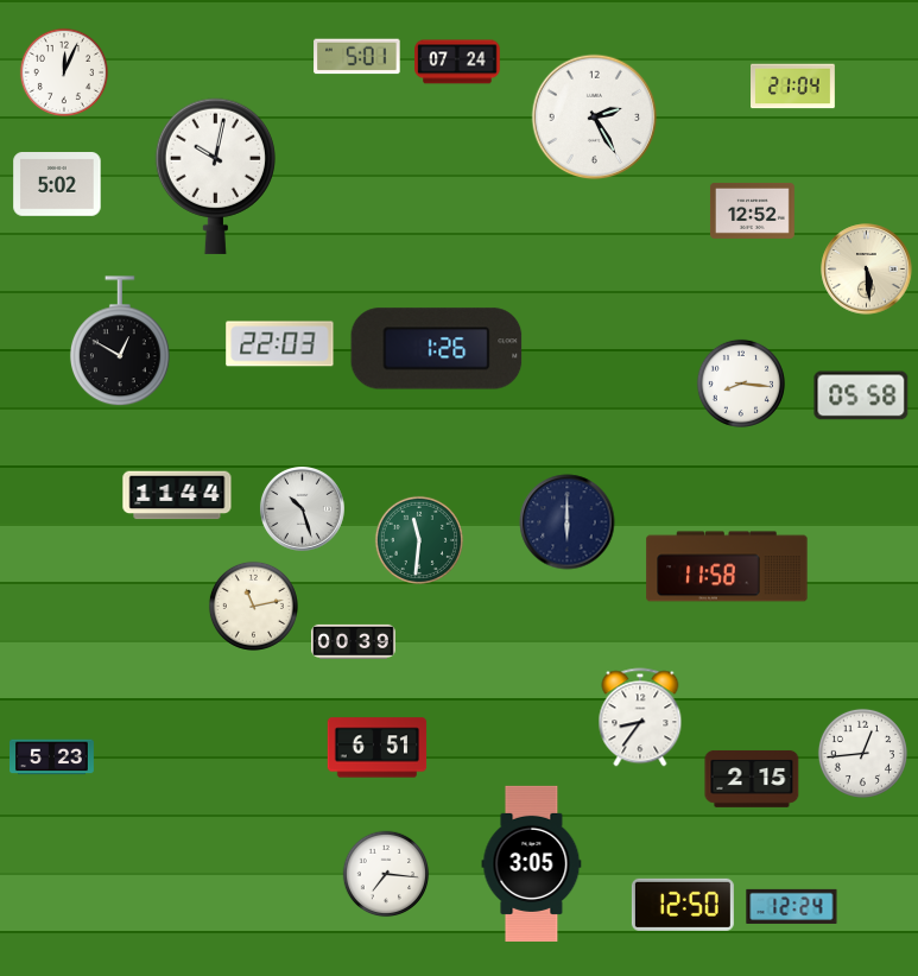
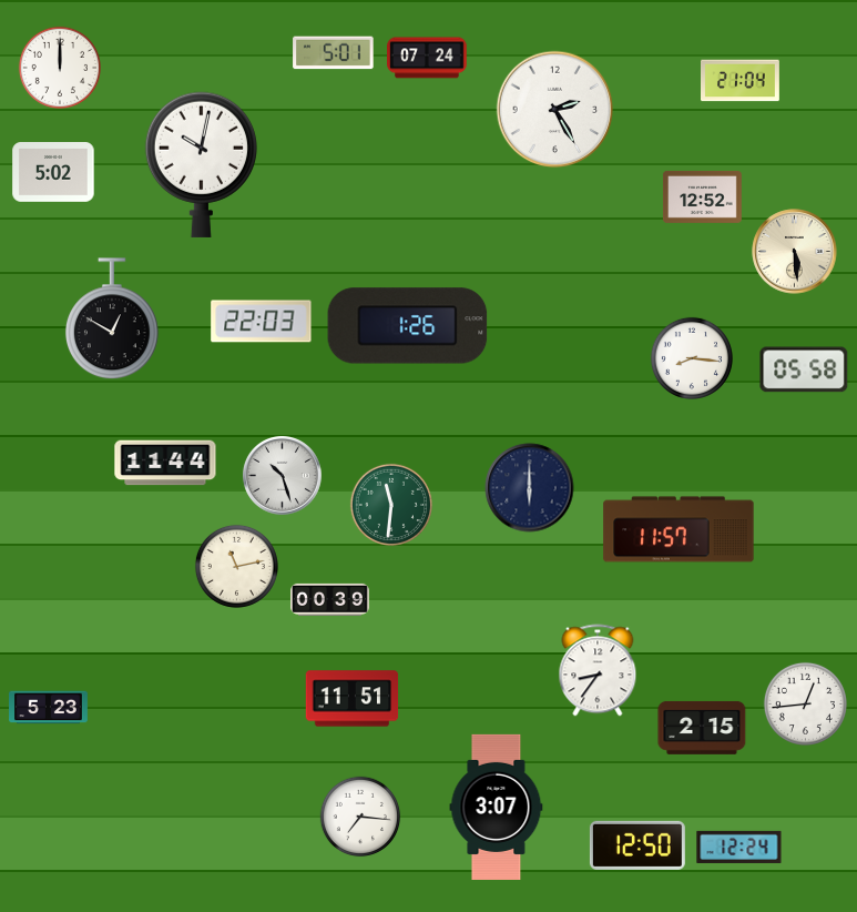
clock at (64, 72): 12:04 -> 12:00
clock at (867, 270) position: (867, 270) -> (795, 252)
clock at (727, 566): 11:58 -> 11:57
clock at (378, 748): 6:51 -> 11:51
clock at (532, 863): 3:05 -> 3:07
